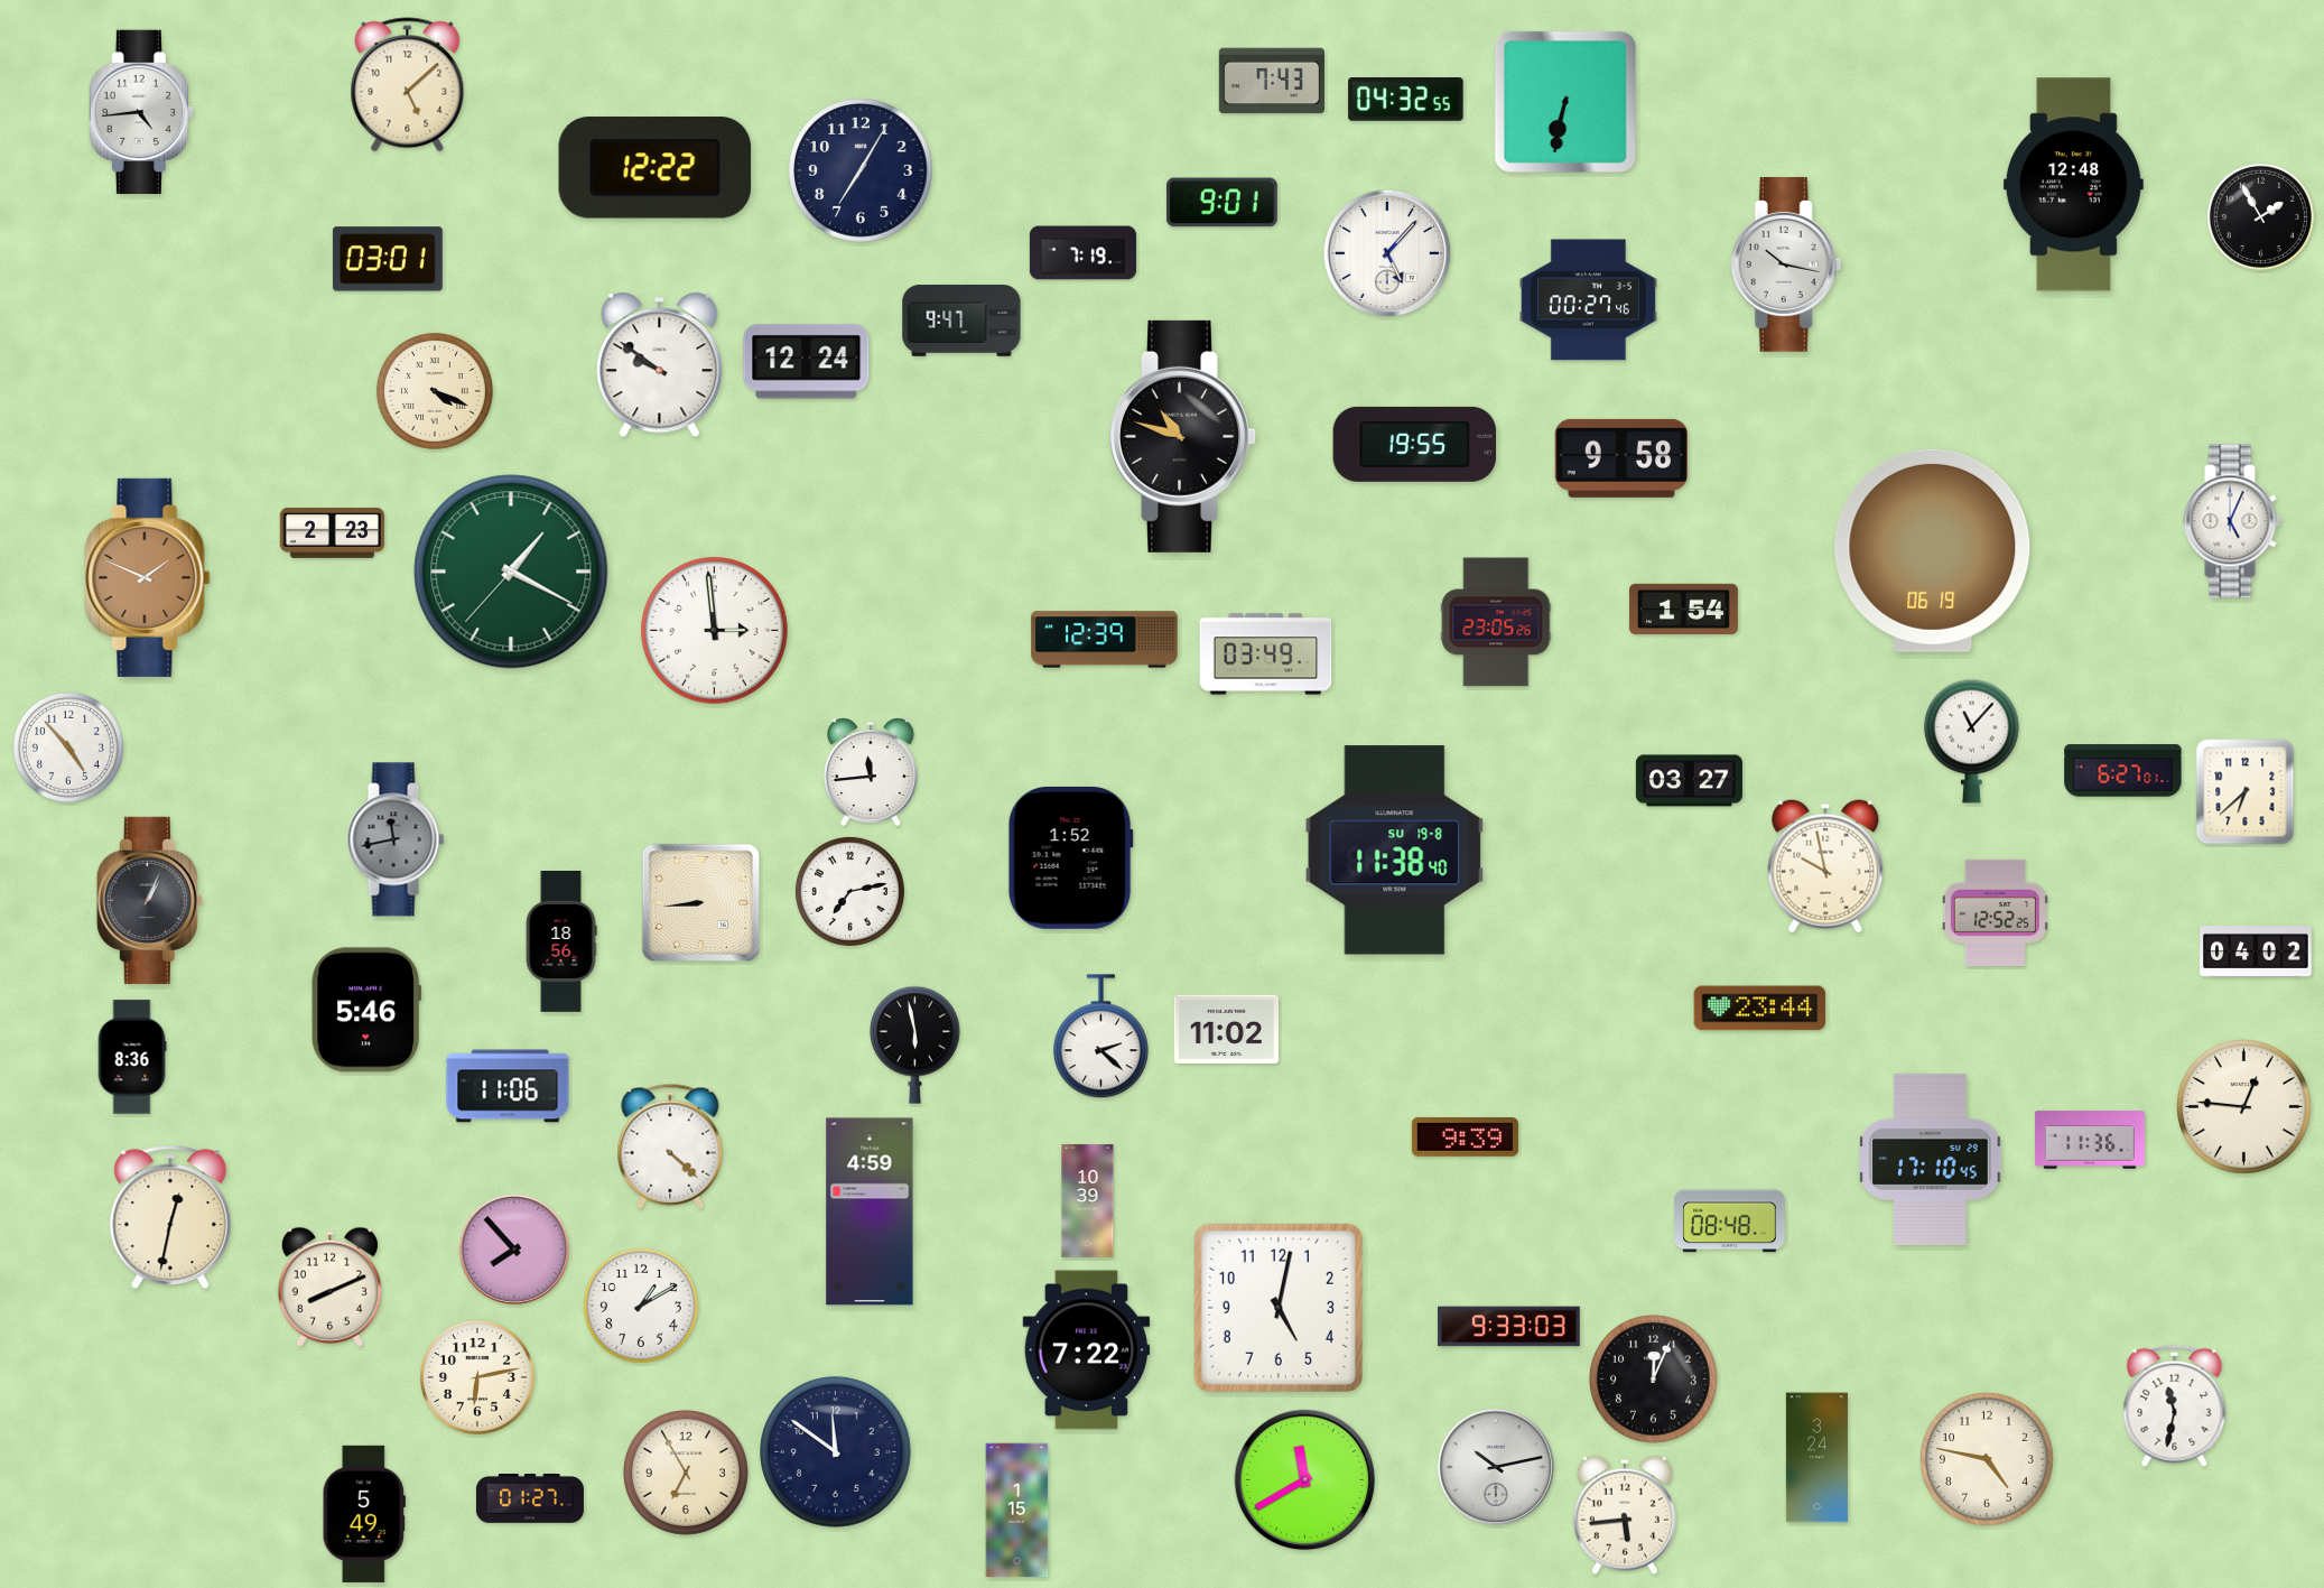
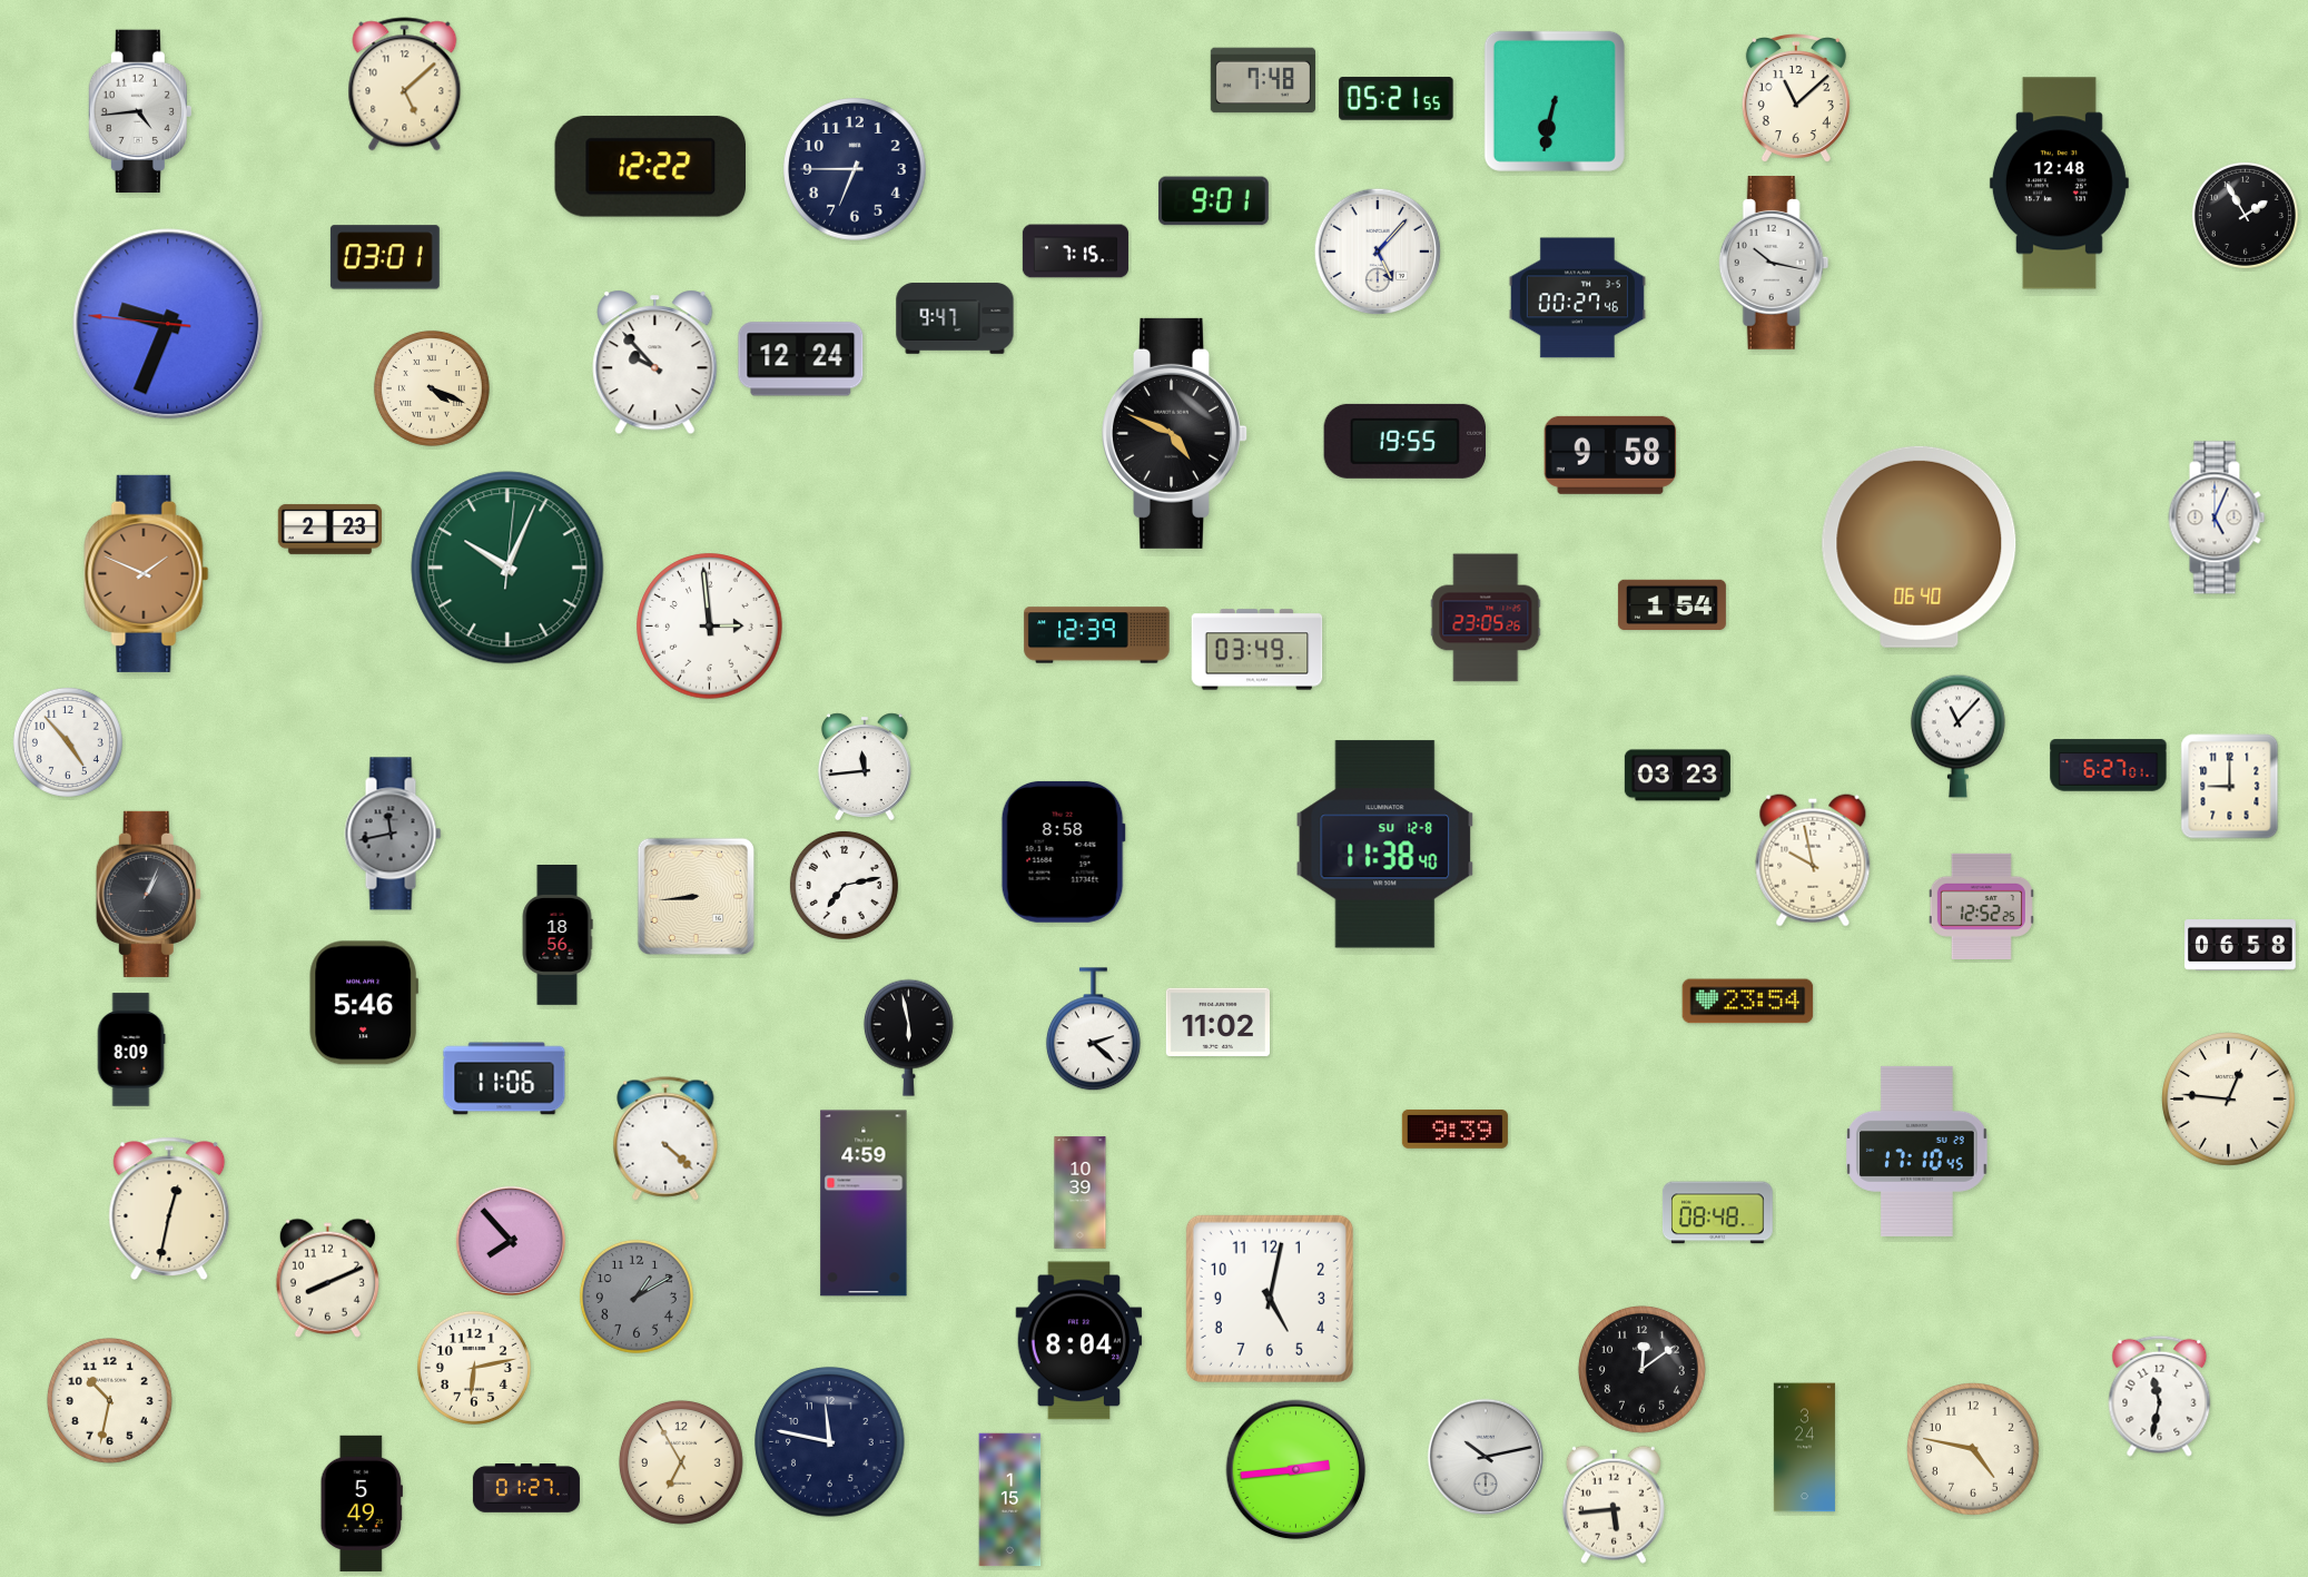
clock at (1272, 81): 7:43 -> 7:48
clock at (1406, 100): 04:32 -> 05:21
clock at (1796, 99): none -> 11:08
clock at (861, 170): 7:05 -> 6:45
clock at (1082, 253): 7:19 -> 7:15
clock at (168, 324): none -> 9:33
clock at (660, 365): 9:51 -> 9:53
clock at (1183, 436): 10:48 -> 4:49
clock at (1933, 550): 06:19 -> 06:40
clock at (511, 572): 1:19 -> 10:04
clock at (1689, 781): 03:27 -> 03:23
clock at (2246, 792): 6:38 -> 9:00
clock at (1395, 851) date: SU 19-8 -> SU 12-8
clock at (1070, 857): 1:52 -> 8:58
clock at (2256, 953): 04:02 -> 06:58
clock at (1760, 1009): 23:44 -> 23:54
clock at (132, 1057): 8:36 -> 8:09
clock at (2090, 1140): 11:36 -> none
clock at (641, 1306) dial: white -> grey
clock at (1509, 1327): 9:33 -> none
clock at (1087, 1350): 7:22 -> 8:04
clock at (1653, 1378): 12:04 -> 12:09
clock at (109, 1400): none -> 10:32
clock at (836, 1452): 11:51 -> 11:47
clock at (1305, 1480): 11:40 -> 2:44
